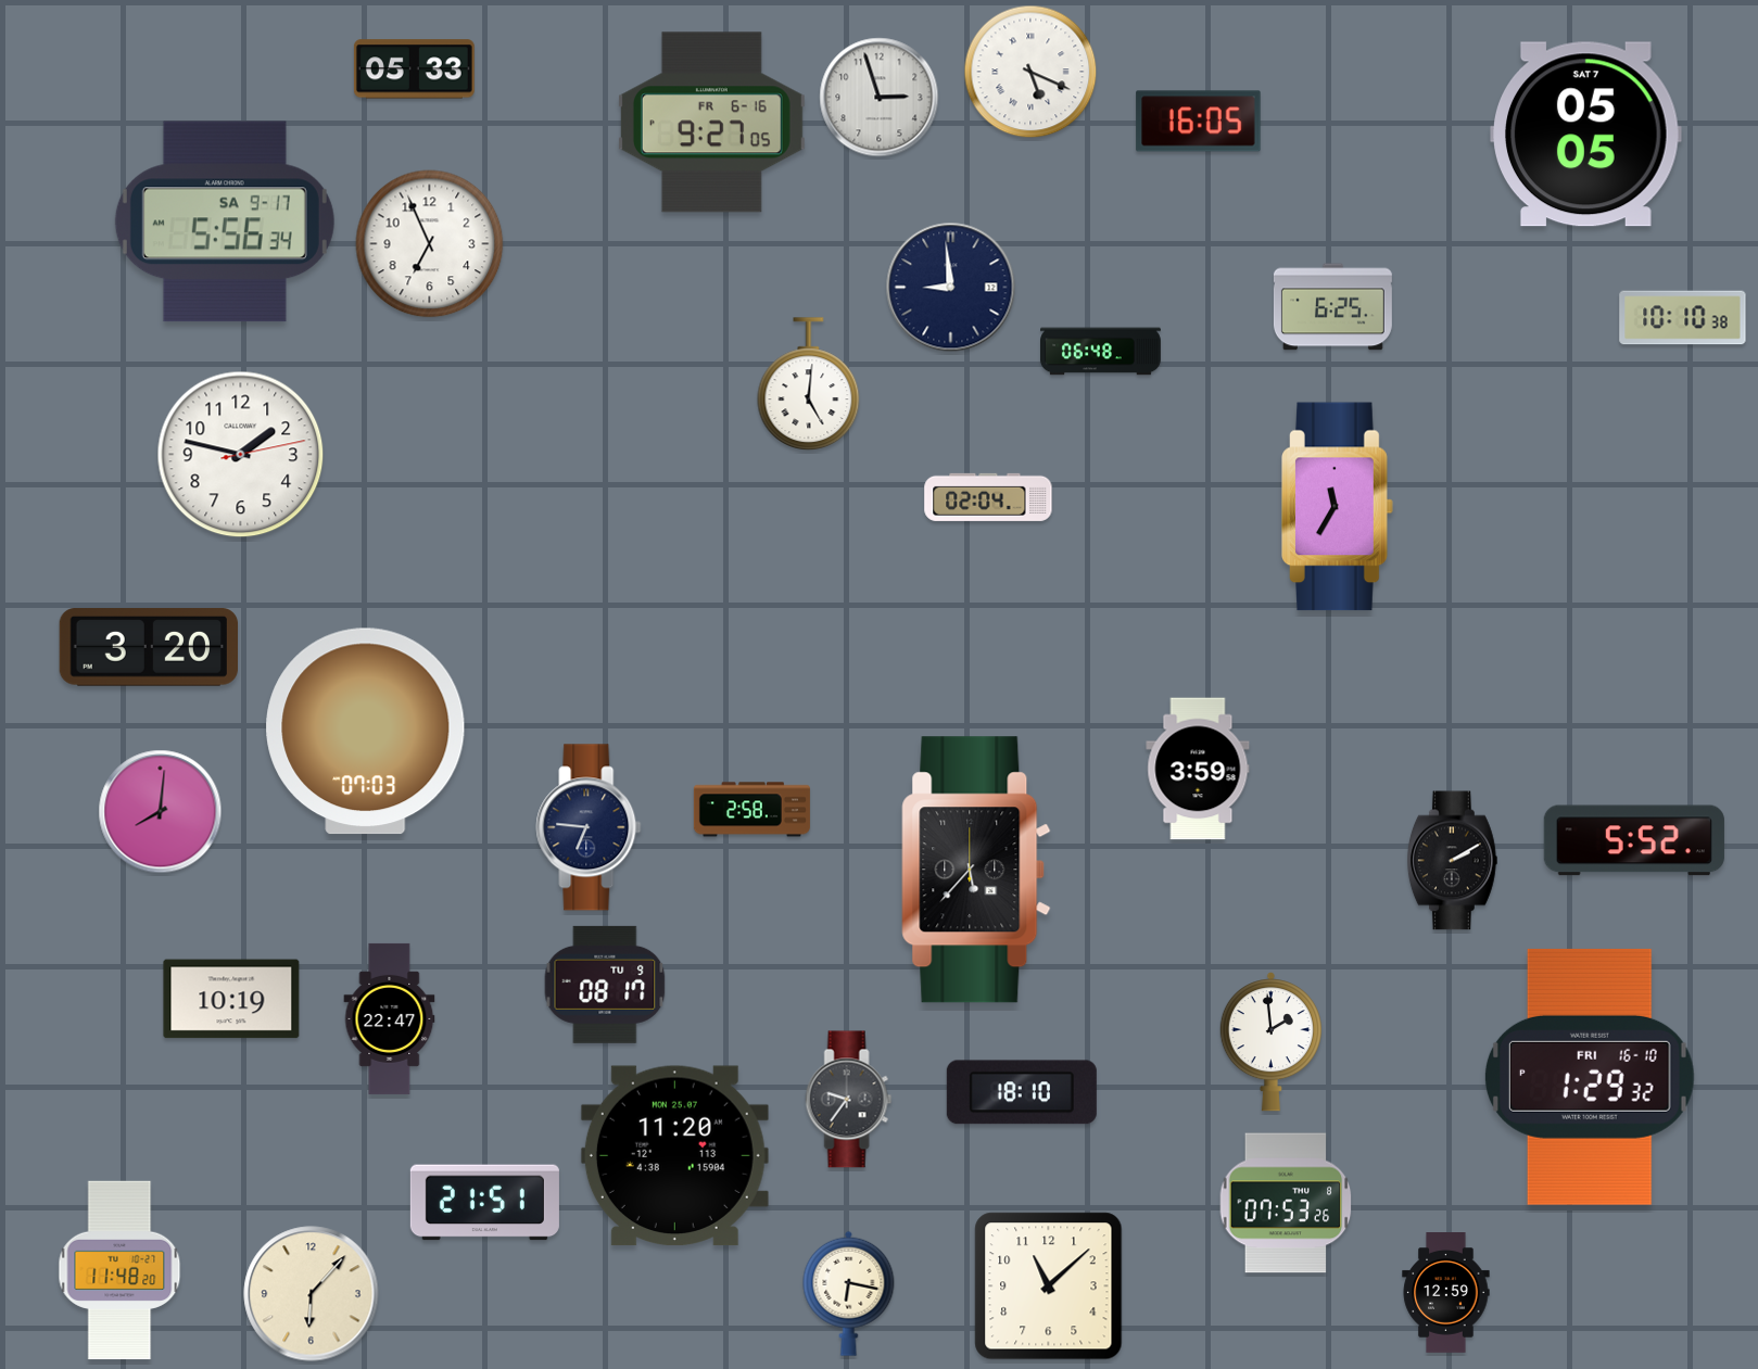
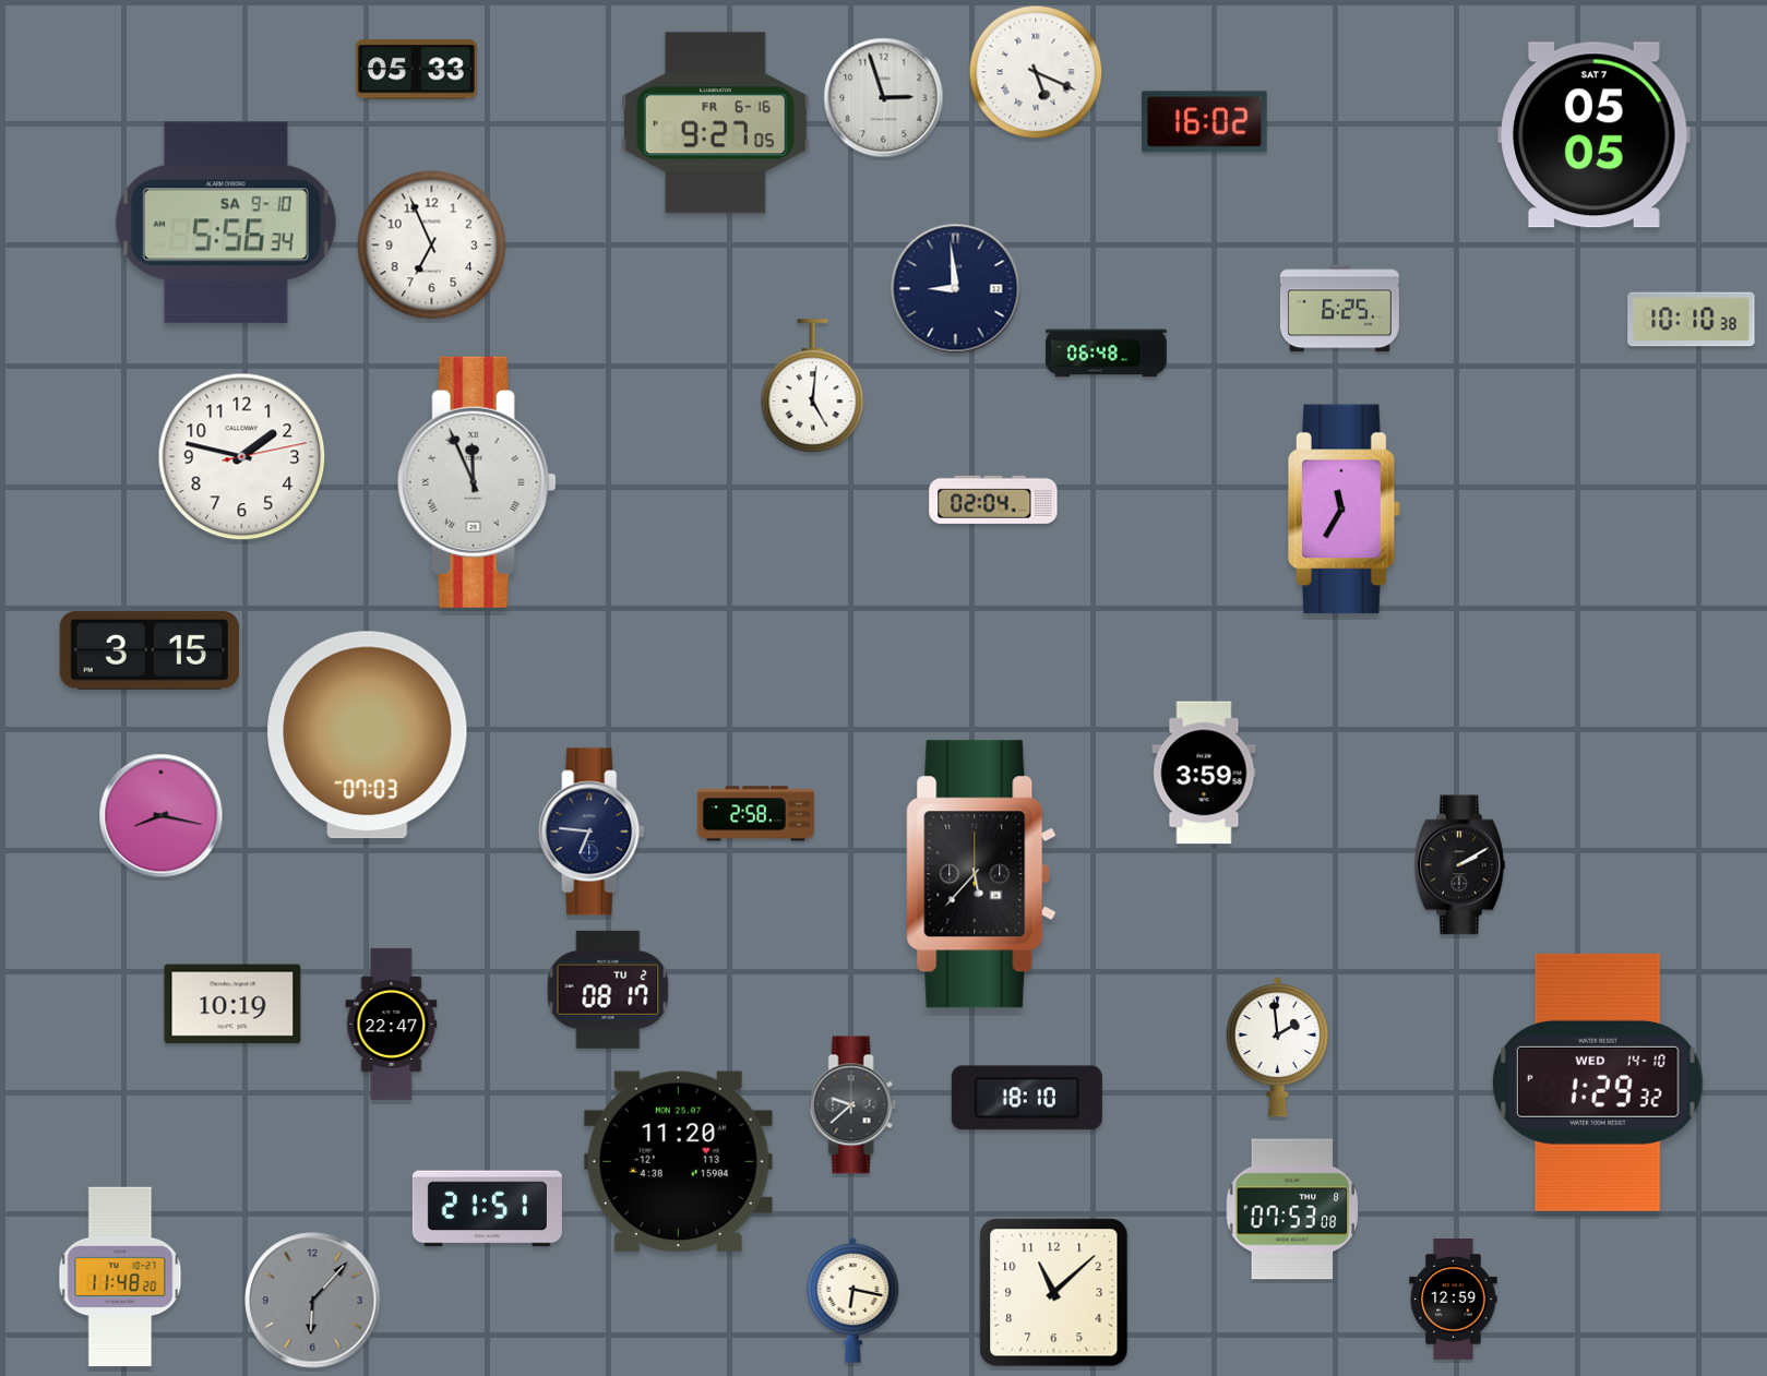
clock at (1199, 122): 16:05 -> 16:02
clock at (225, 221) date: SA 9-17 -> SA 9-10
clock at (477, 482): none -> 11:56
clock at (148, 647): 3:20 -> 3:15
clock at (161, 812): 8:01 -> 8:17
clock at (1634, 840): 5:52 -> none
clock at (605, 985) date: TU 9 -> TU 2
clock at (1590, 1077) date: FRI 16-10 -> WED 14-10
clock at (849, 1100): 9:36 -> 9:38
clock at (1286, 1203): 07:53:26 -> 07:53:08
clock at (312, 1294) dial: cream -> grey
